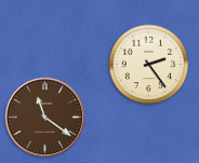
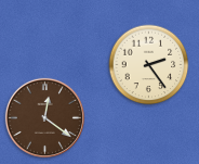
clock at (44, 117): 11:21 -> 12:21
